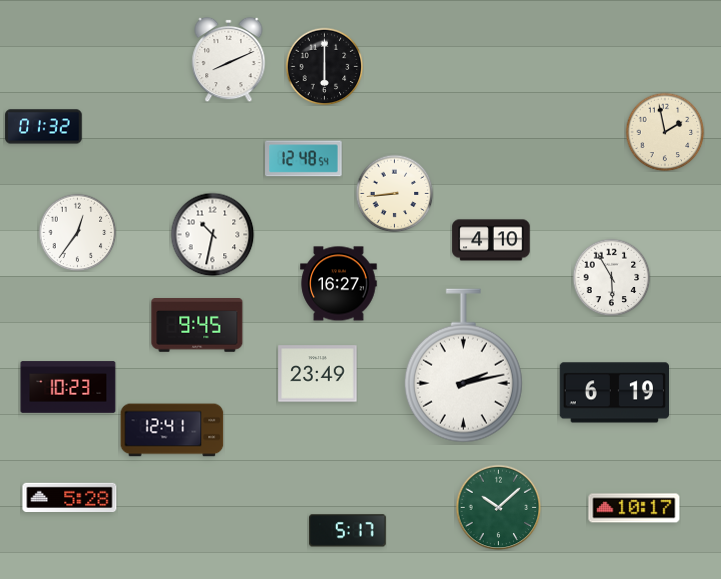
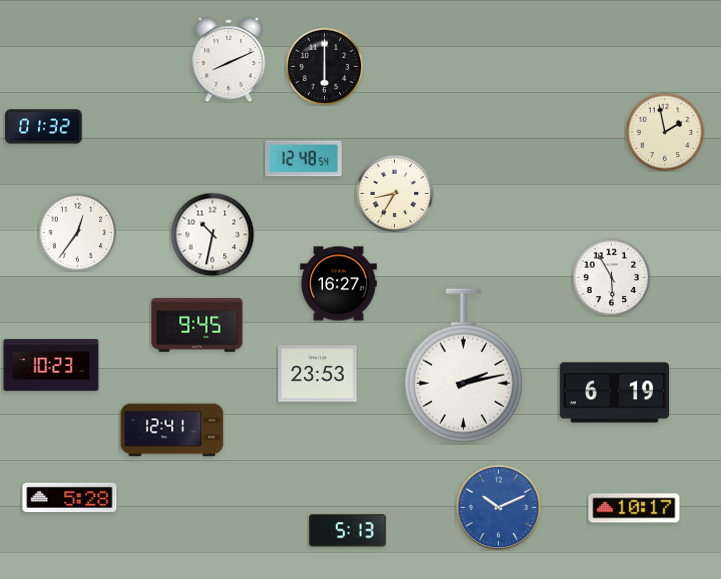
clock at (394, 193): 8:44 -> 8:35
clock at (491, 240): 4:10 -> none
clock at (318, 374): 23:49 -> 23:53
clock at (68, 387) position: (68, 387) -> (51, 365)
clock at (498, 507): 10:08 -> 10:11
clock at (498, 507) dial: green -> blue
clock at (348, 531): 5:17 -> 5:13
